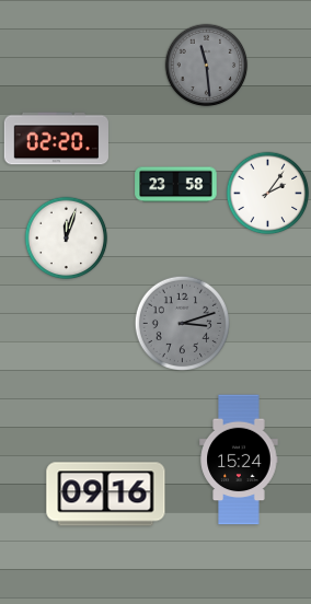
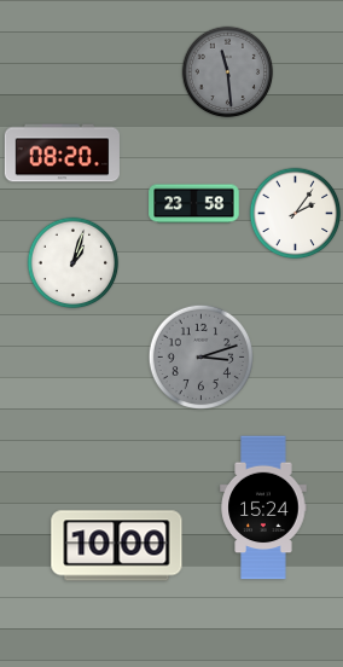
clock at (56, 139): 02:20 -> 08:20
clock at (67, 239): 12:03 -> 1:03
clock at (106, 495): 09:16 -> 10:00
